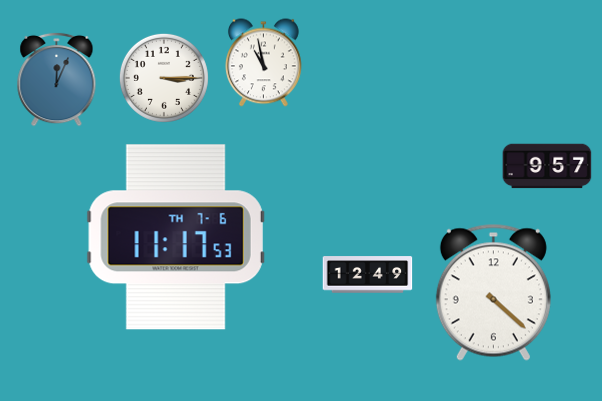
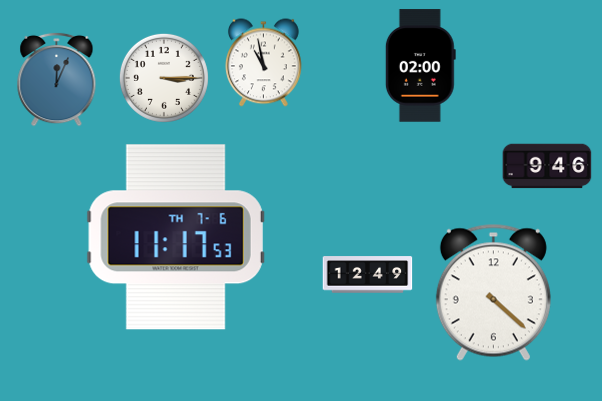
clock at (420, 66): none -> 02:00
clock at (547, 166): 9:57 -> 9:46
